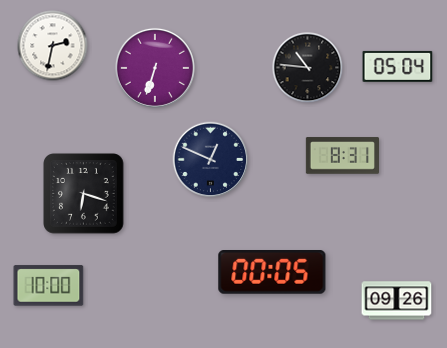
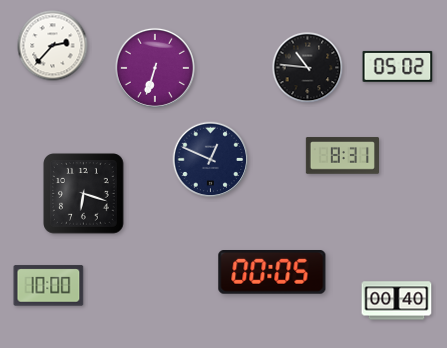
clock at (53, 46): 2:32 -> 2:37
clock at (398, 66): 05:04 -> 05:02
clock at (397, 301): 09:26 -> 00:40
